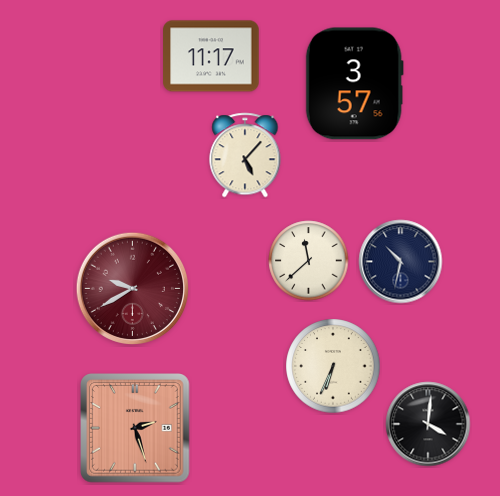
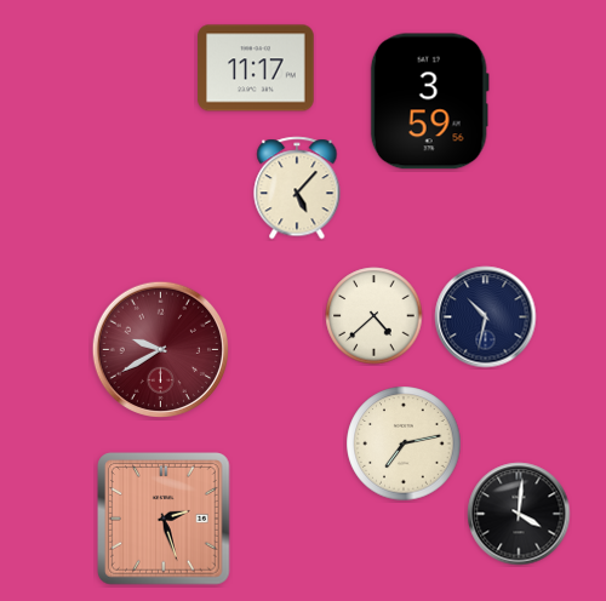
clock at (354, 84): 3:57 -> 3:59
clock at (309, 261): 11:38 -> 4:38
clock at (333, 366): 6:34 -> 7:13
